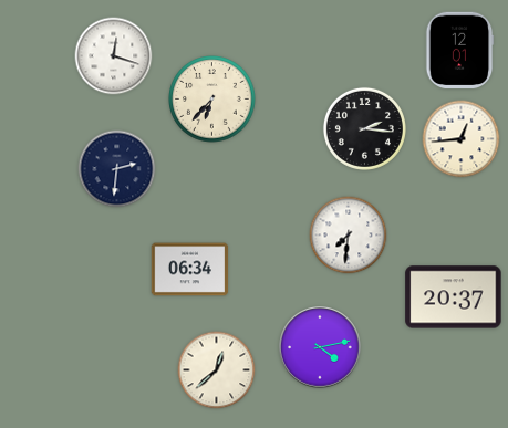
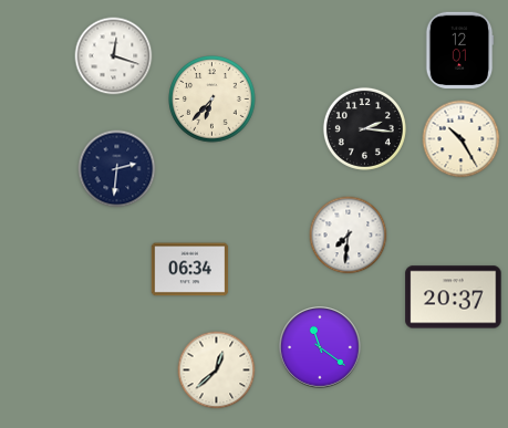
clock at (462, 139): 12:44 -> 10:25
clock at (320, 347): 4:13 -> 11:21
